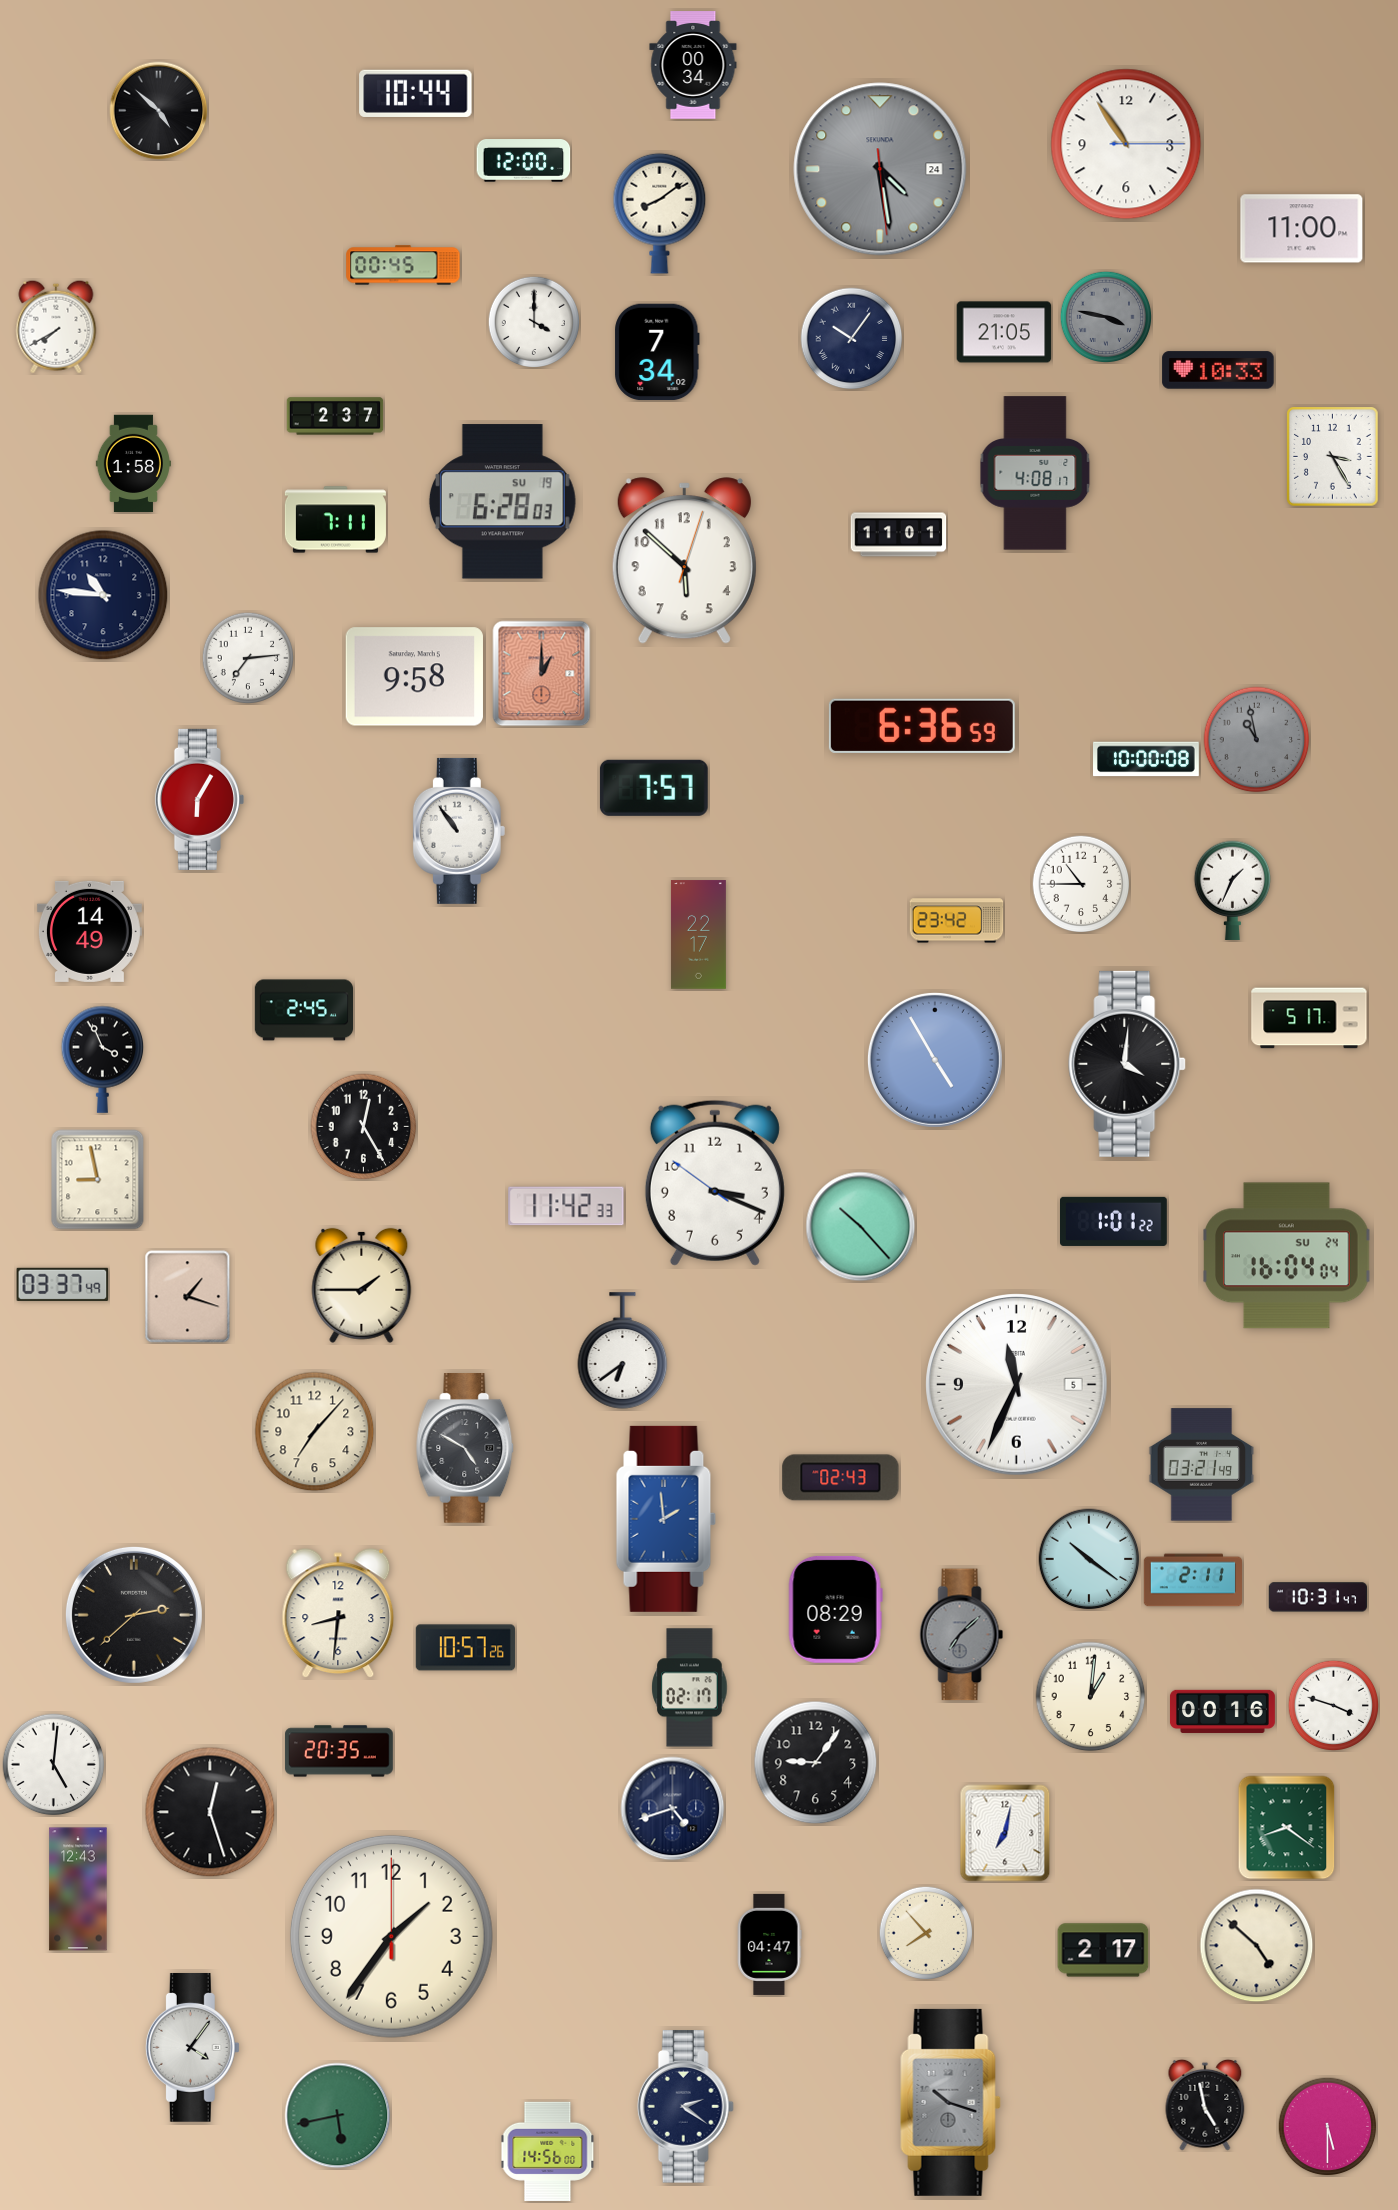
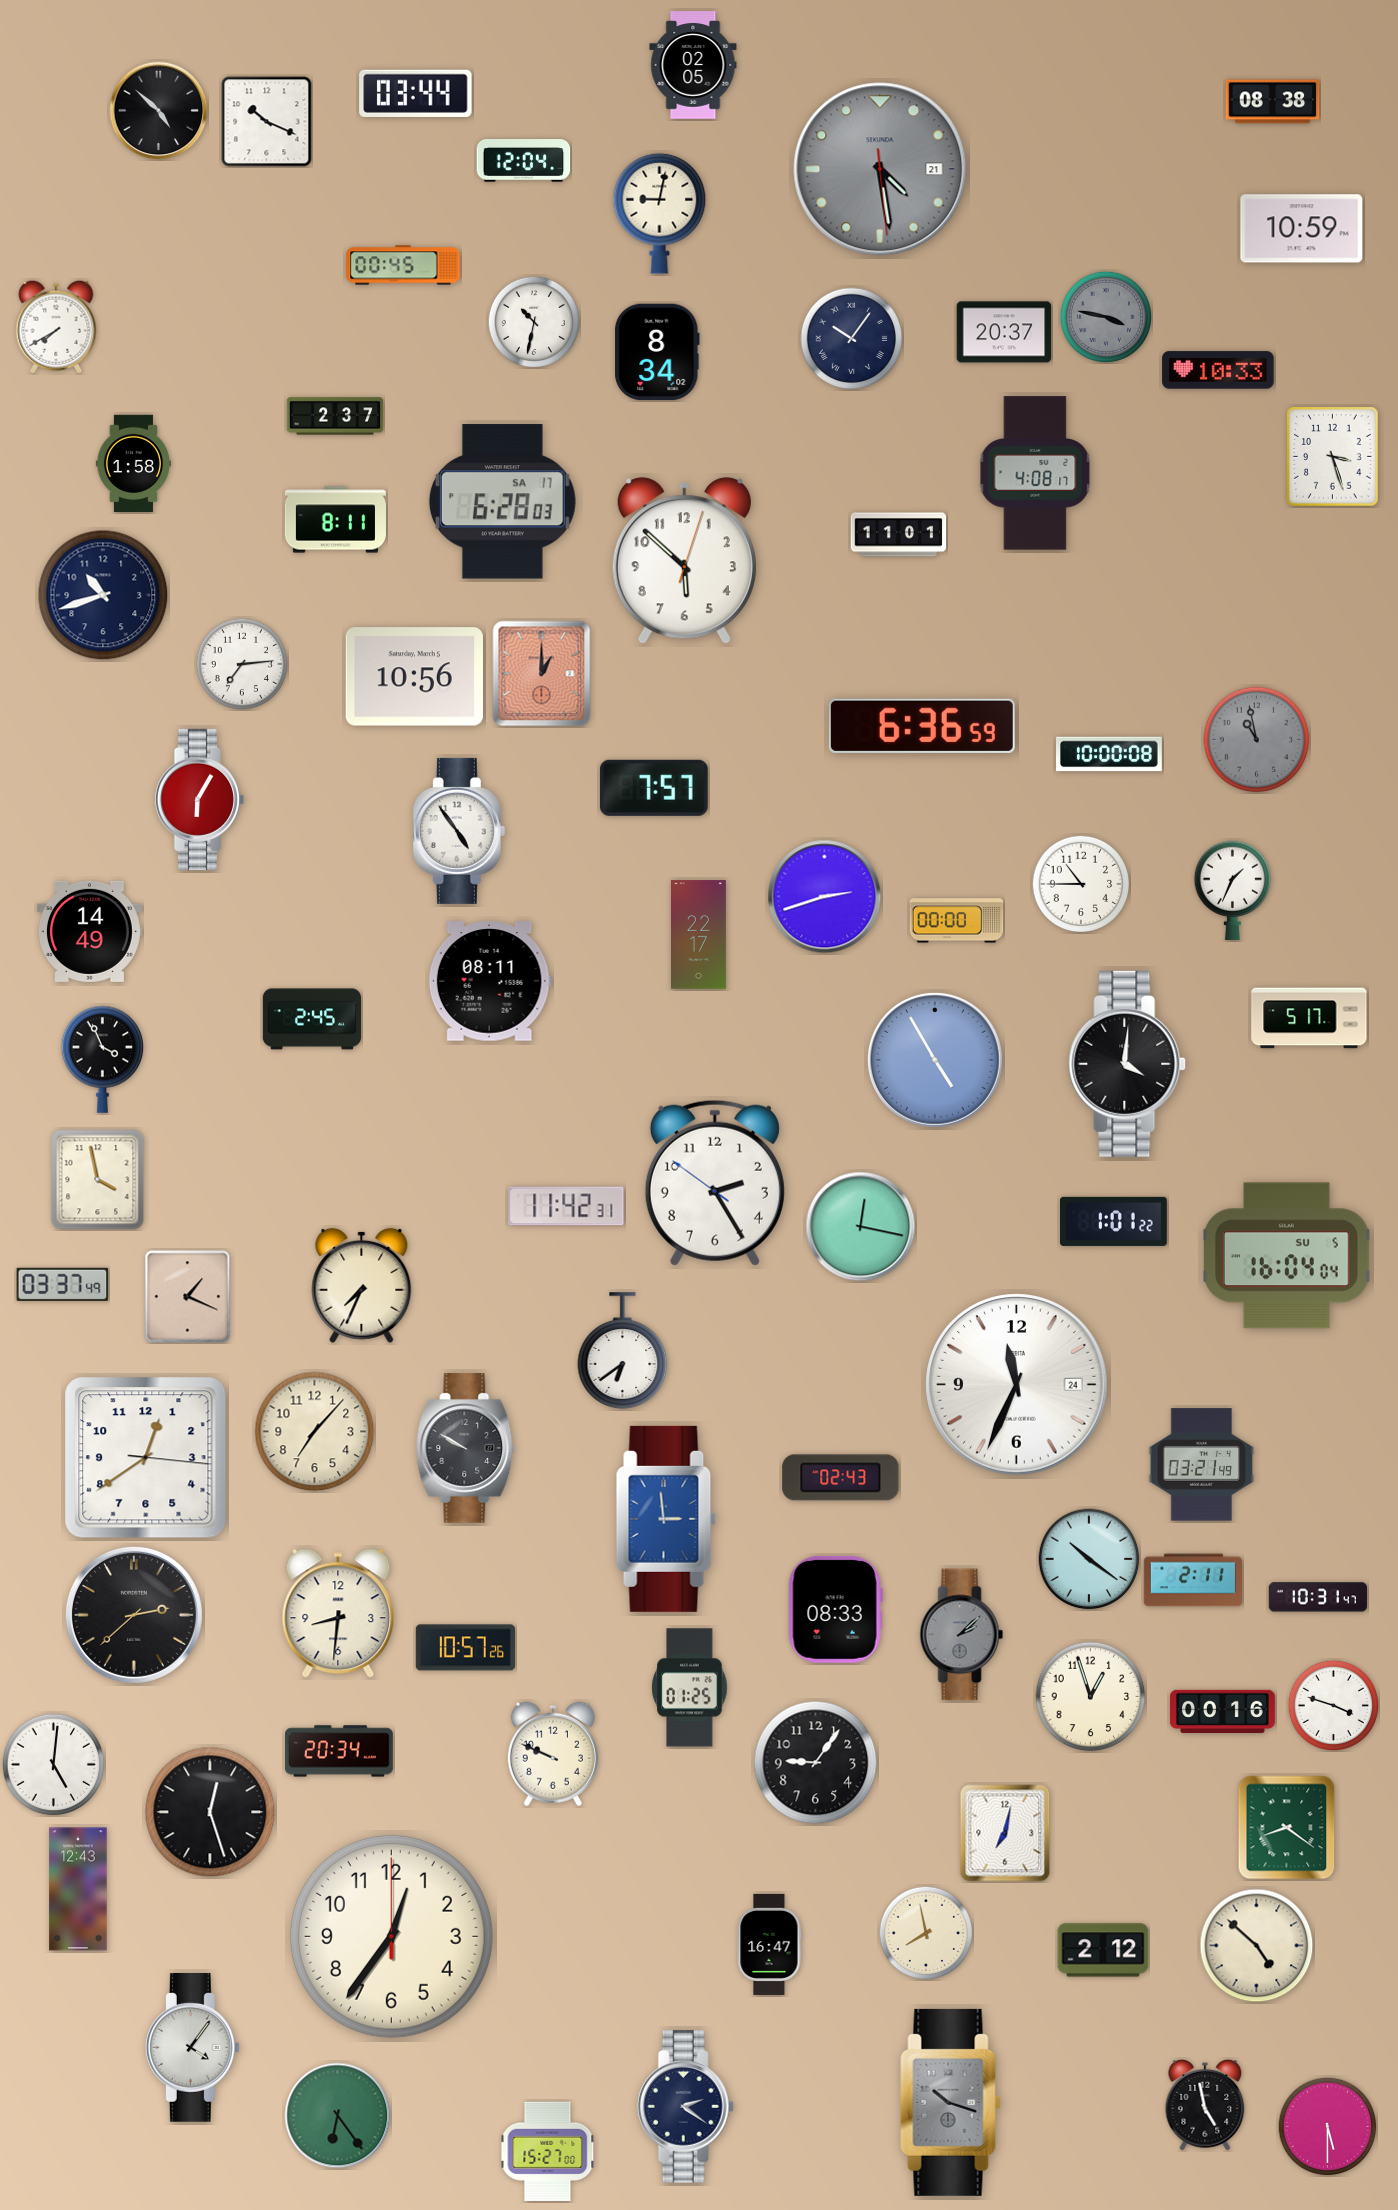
clock at (693, 65): 00:34 -> 02:05
clock at (416, 93): 10:44 -> 03:44
clock at (1273, 102): none -> 08:38
clock at (267, 122): none -> 10:19
clock at (1126, 144): 10:54 -> none
clock at (524, 161): 12:00 -> 12:04
clock at (880, 169) date: 24 -> 21
clock at (660, 213): 8:09 -> 9:02
clock at (1302, 229): 11:00 -> 10:59
clock at (533, 321): 4:00 -> 10:32
clock at (1004, 332): 21:05 -> 20:37
clock at (658, 352): 7:34 -> 8:34
clock at (1333, 457): 3:25 -> 3:27
clock at (502, 502) date: SU 19 -> SA 17
clock at (335, 520): 7:11 -> 8:11
clock at (103, 595): 10:46 -> 10:42
clock at (247, 657) position: (247, 657) -> (241, 663)
clock at (414, 677): 9:58 -> 10:56
clock at (1147, 759) position: (1147, 759) -> (1110, 754)
clock at (459, 831): 10:54 -> 4:54
clock at (825, 897): none -> 2:42
clock at (957, 921): 23:42 -> 00:00
clock at (490, 981): none -> 08:11
clock at (303, 1010) position: (303, 1010) -> (311, 1019)
clock at (364, 1127): 12:25 -> none
clock at (98, 1180): 8:58 -> 3:58
clock at (715, 1183): 3:18 -> 2:24
clock at (566, 1206): 11:42:33 -> 11:42:31
clock at (861, 1227): 10:23 -> 12:17
clock at (1287, 1256) date: SU 24 -> SU 5
clock at (362, 1285): 1:45 -> 7:34
clock at (188, 1297): 1:18 -> 1:19
clock at (1017, 1385) date: 5 -> 24
clock at (465, 1449): 4:50 -> 9:50
clock at (146, 1458): none -> 12:39
clock at (666, 1519): 1:59 -> 2:59
clock at (835, 1609): 08:29 -> 08:33
clock at (962, 1635): 7:08 -> 2:08
clock at (690, 1688): 02:17 -> 01:25
clock at (1091, 1697): 1:01 -> 12:57
clock at (339, 1751): 20:35 -> 20:34
clock at (553, 1754): none -> 9:49
clock at (673, 1809): 4:42 -> none
clock at (926, 1933): 7:53 -> 7:58
clock at (391, 1936): 1:36 -> 12:36
clock at (769, 1944): 04:47 -> 16:47
clock at (1103, 1950): 2:17 -> 2:12
clock at (338, 2116): 5:43 -> 6:24
clock at (548, 2151): 14:56 -> 15:27
